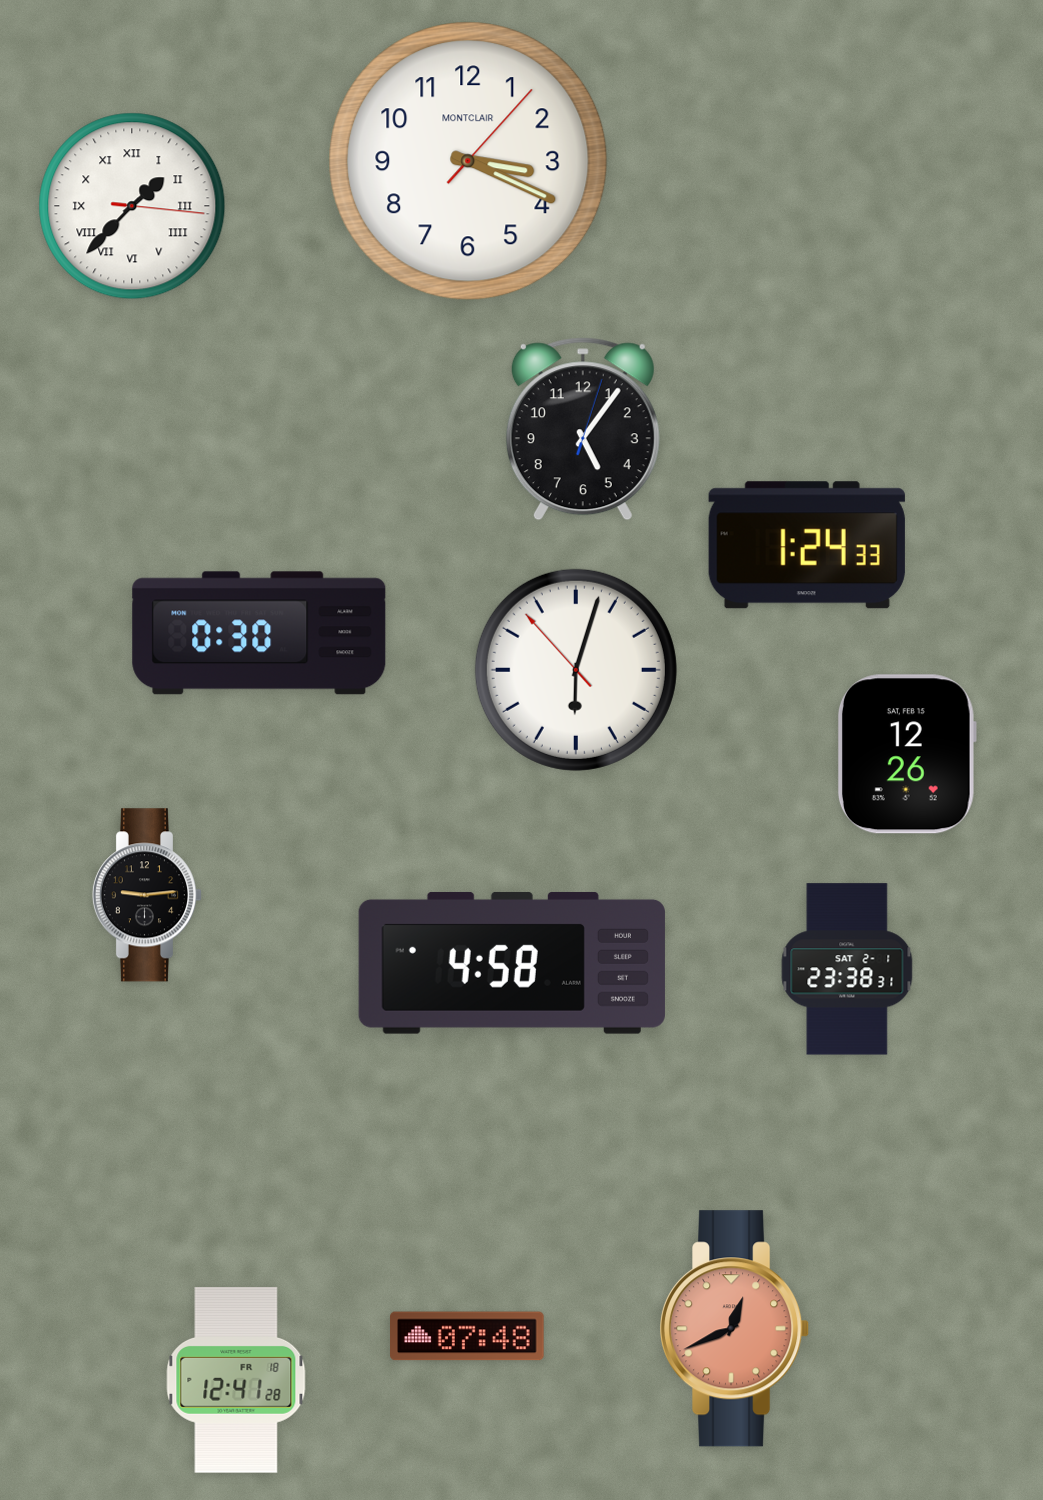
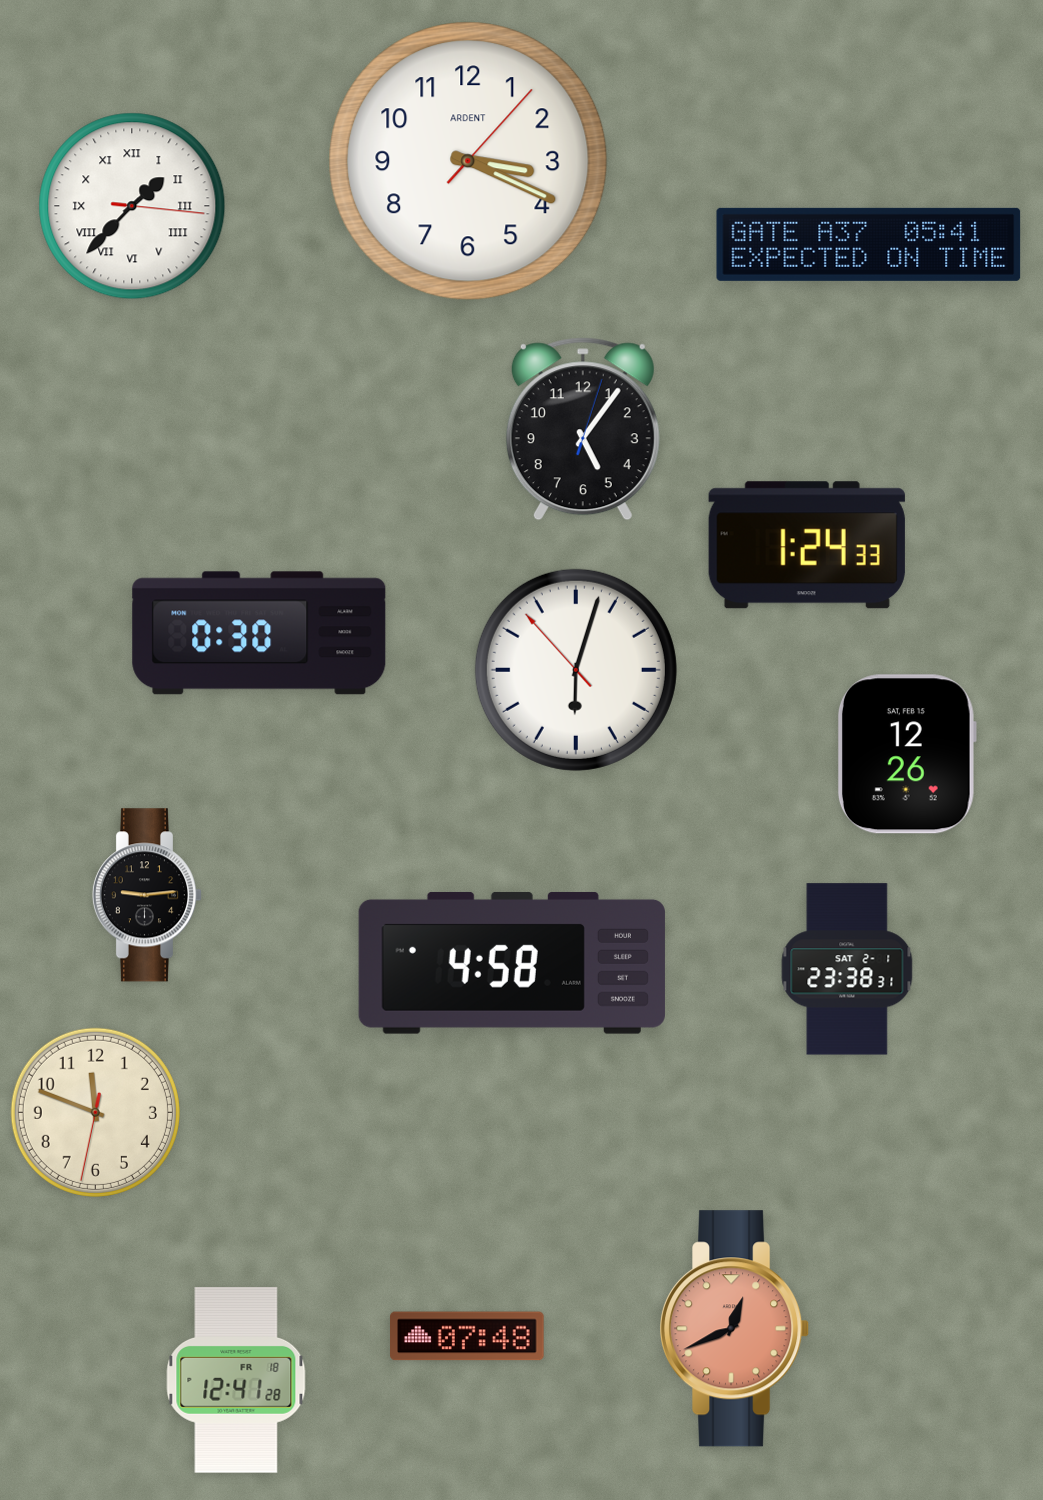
clock at (468, 161) brand: MONTCLAIR -> ARDENT
clock at (869, 244): none -> 05:41
clock at (95, 1112): none -> 11:48
